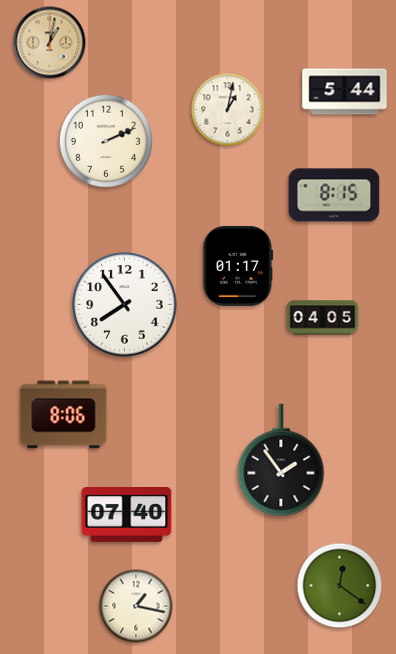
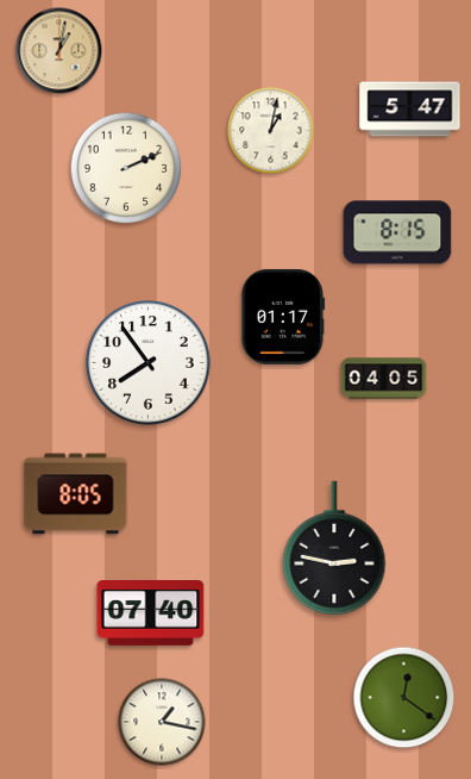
clock at (345, 92): 5:44 -> 5:47
clock at (64, 415): 8:06 -> 8:05
clock at (281, 460): 1:54 -> 2:47
